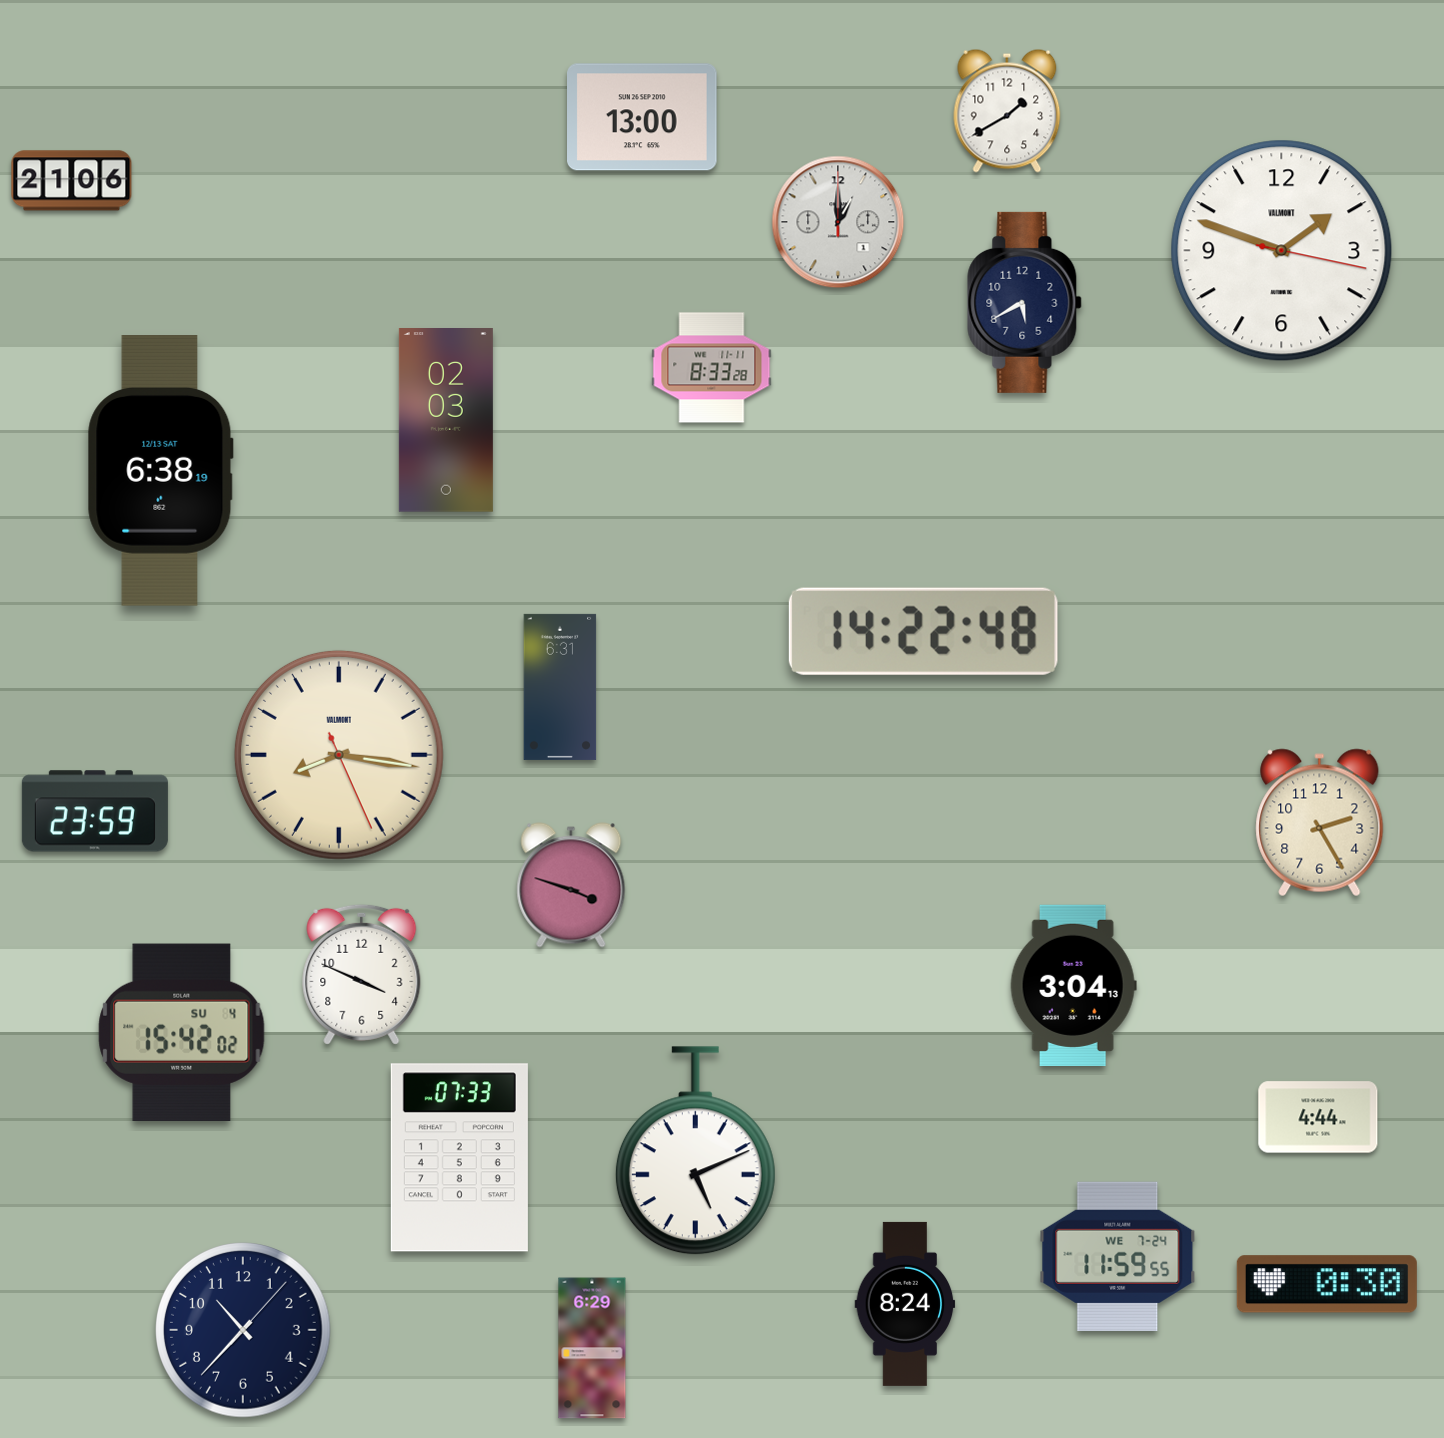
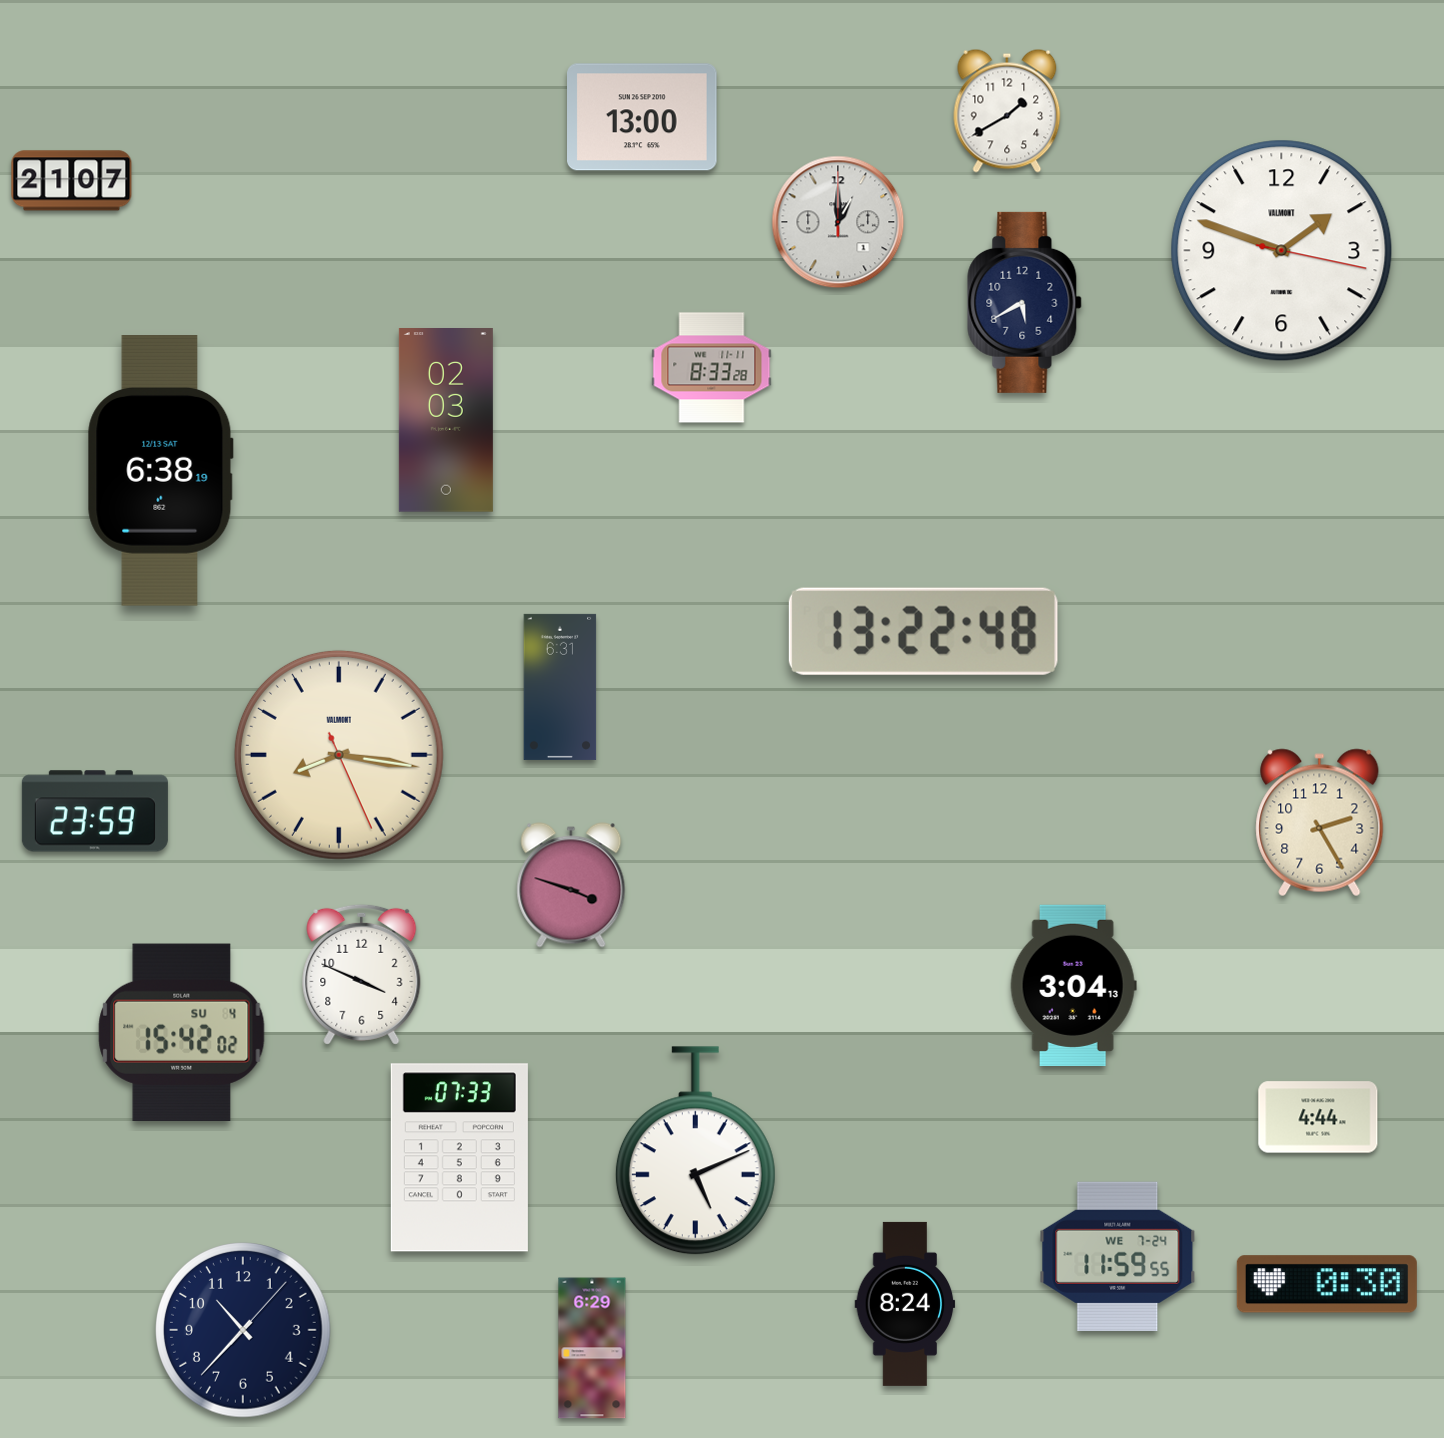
clock at (72, 181): 21:06 -> 21:07
clock at (923, 631): 14:22 -> 13:22
